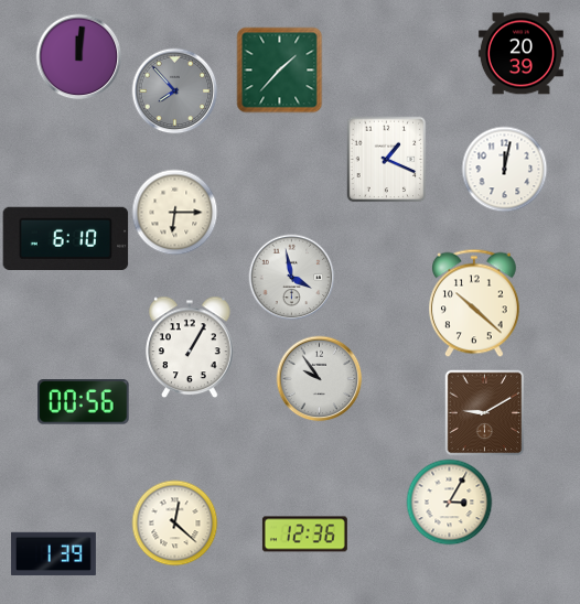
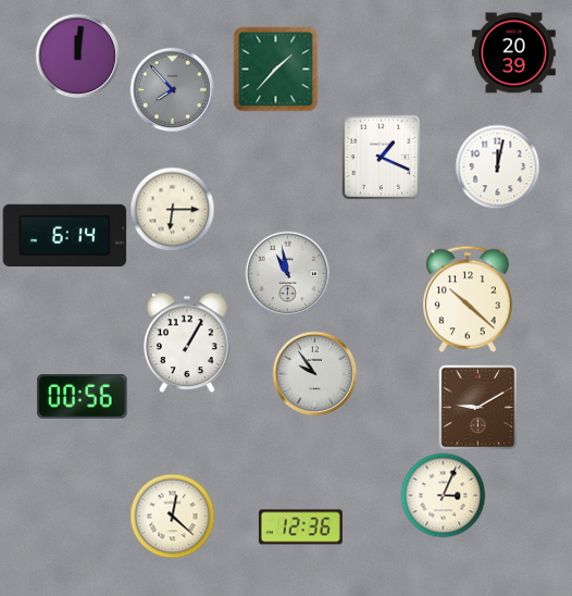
clock at (66, 238): 6:10 -> 6:14
clock at (291, 277): 3:58 -> 10:58
clock at (449, 501): 3:05 -> 3:04
clock at (53, 554): 1:39 -> none
